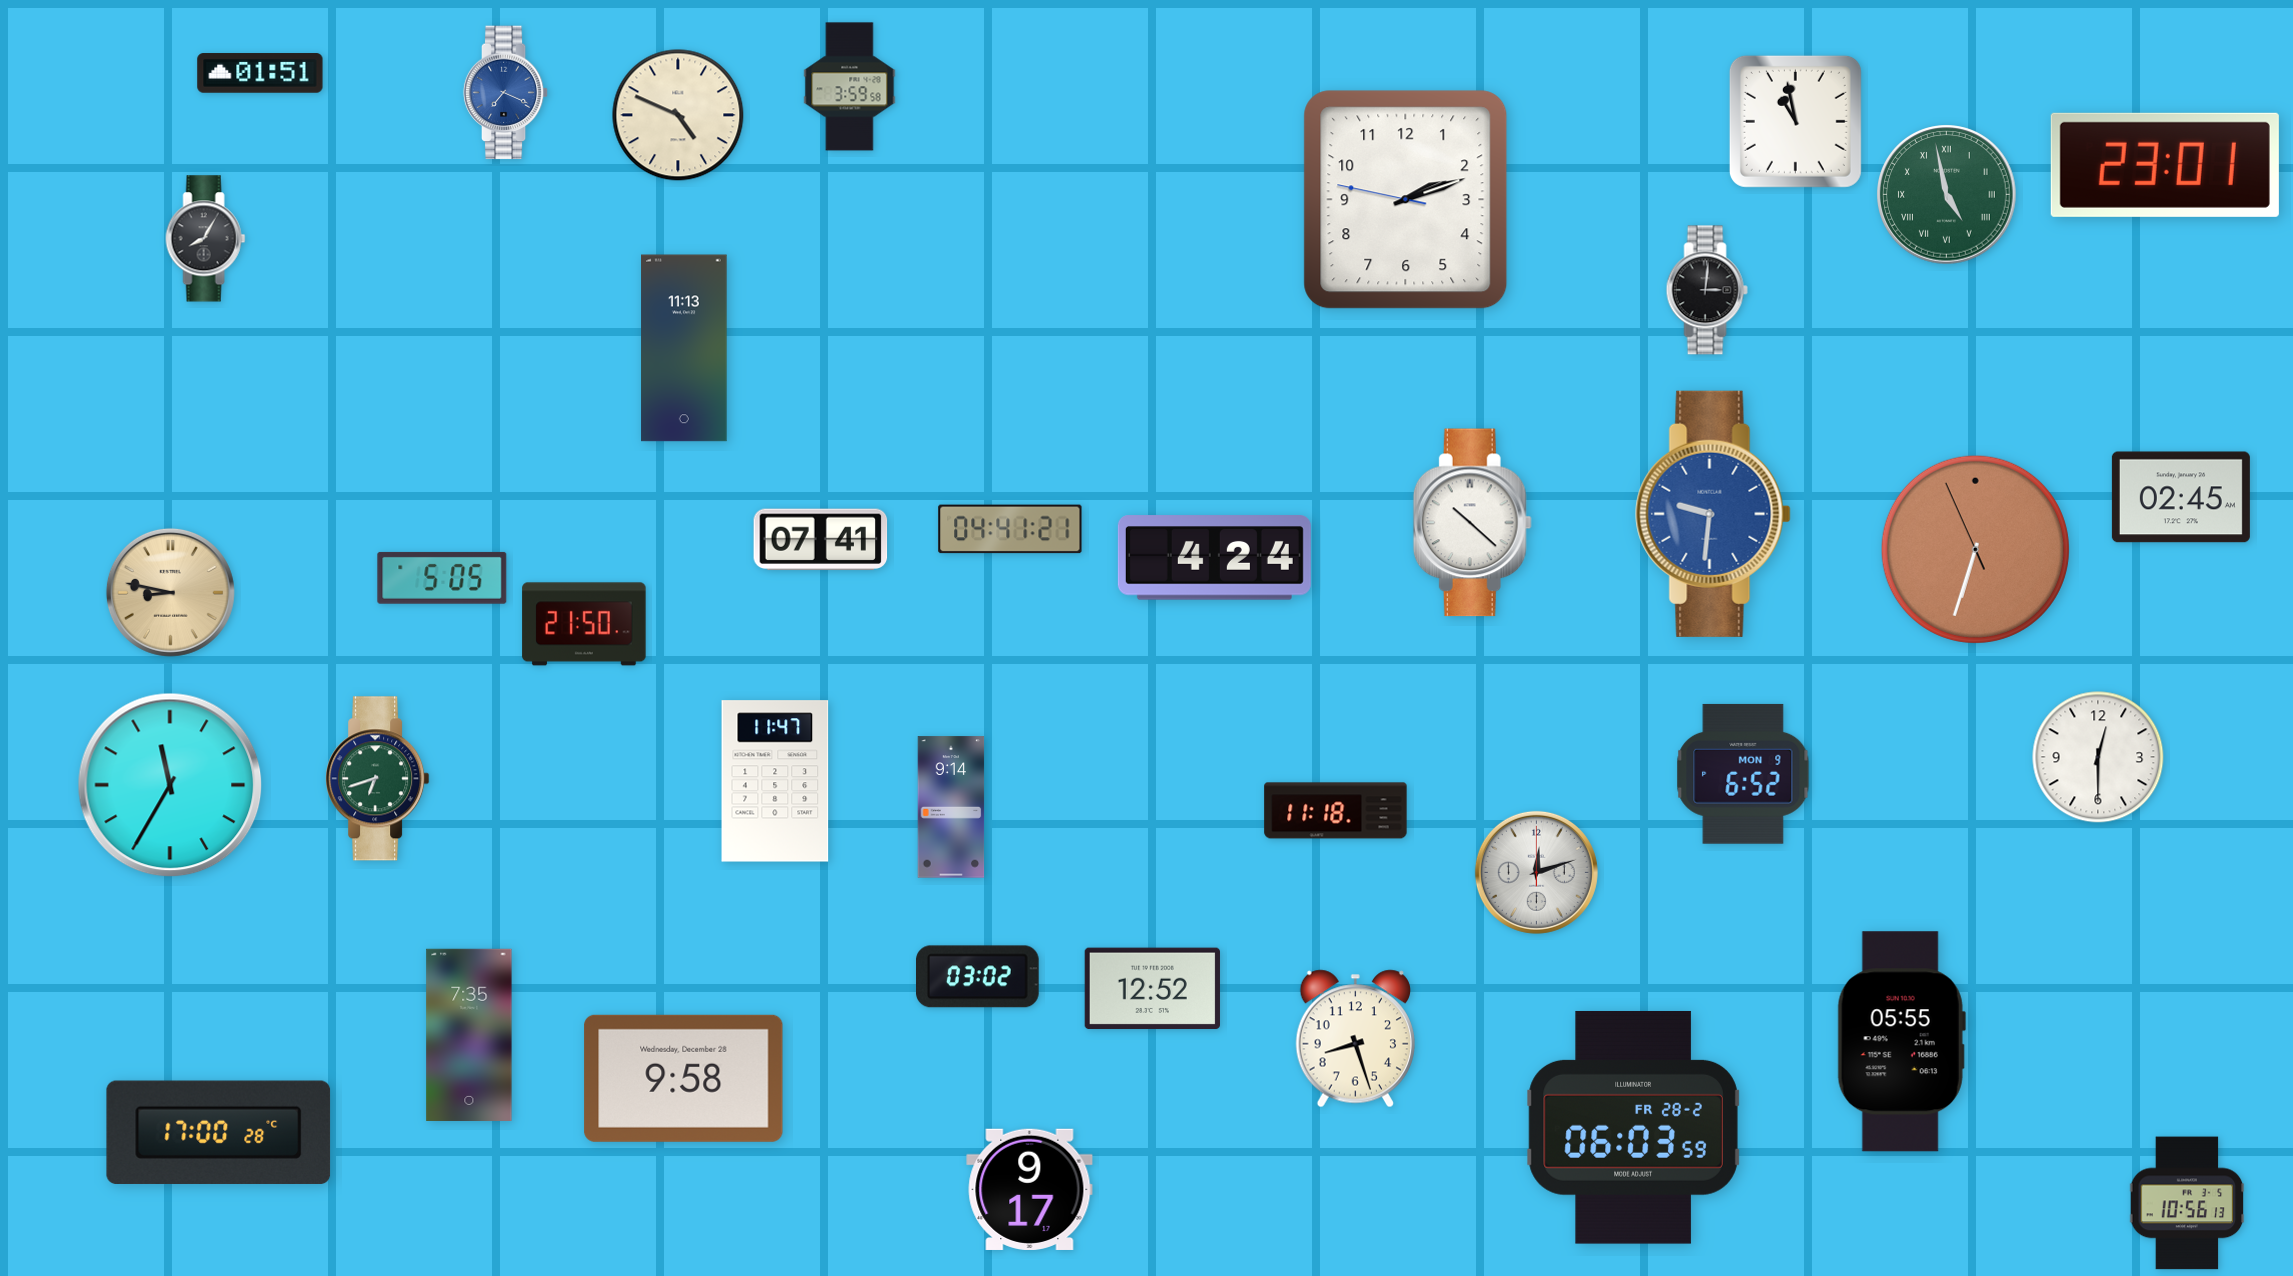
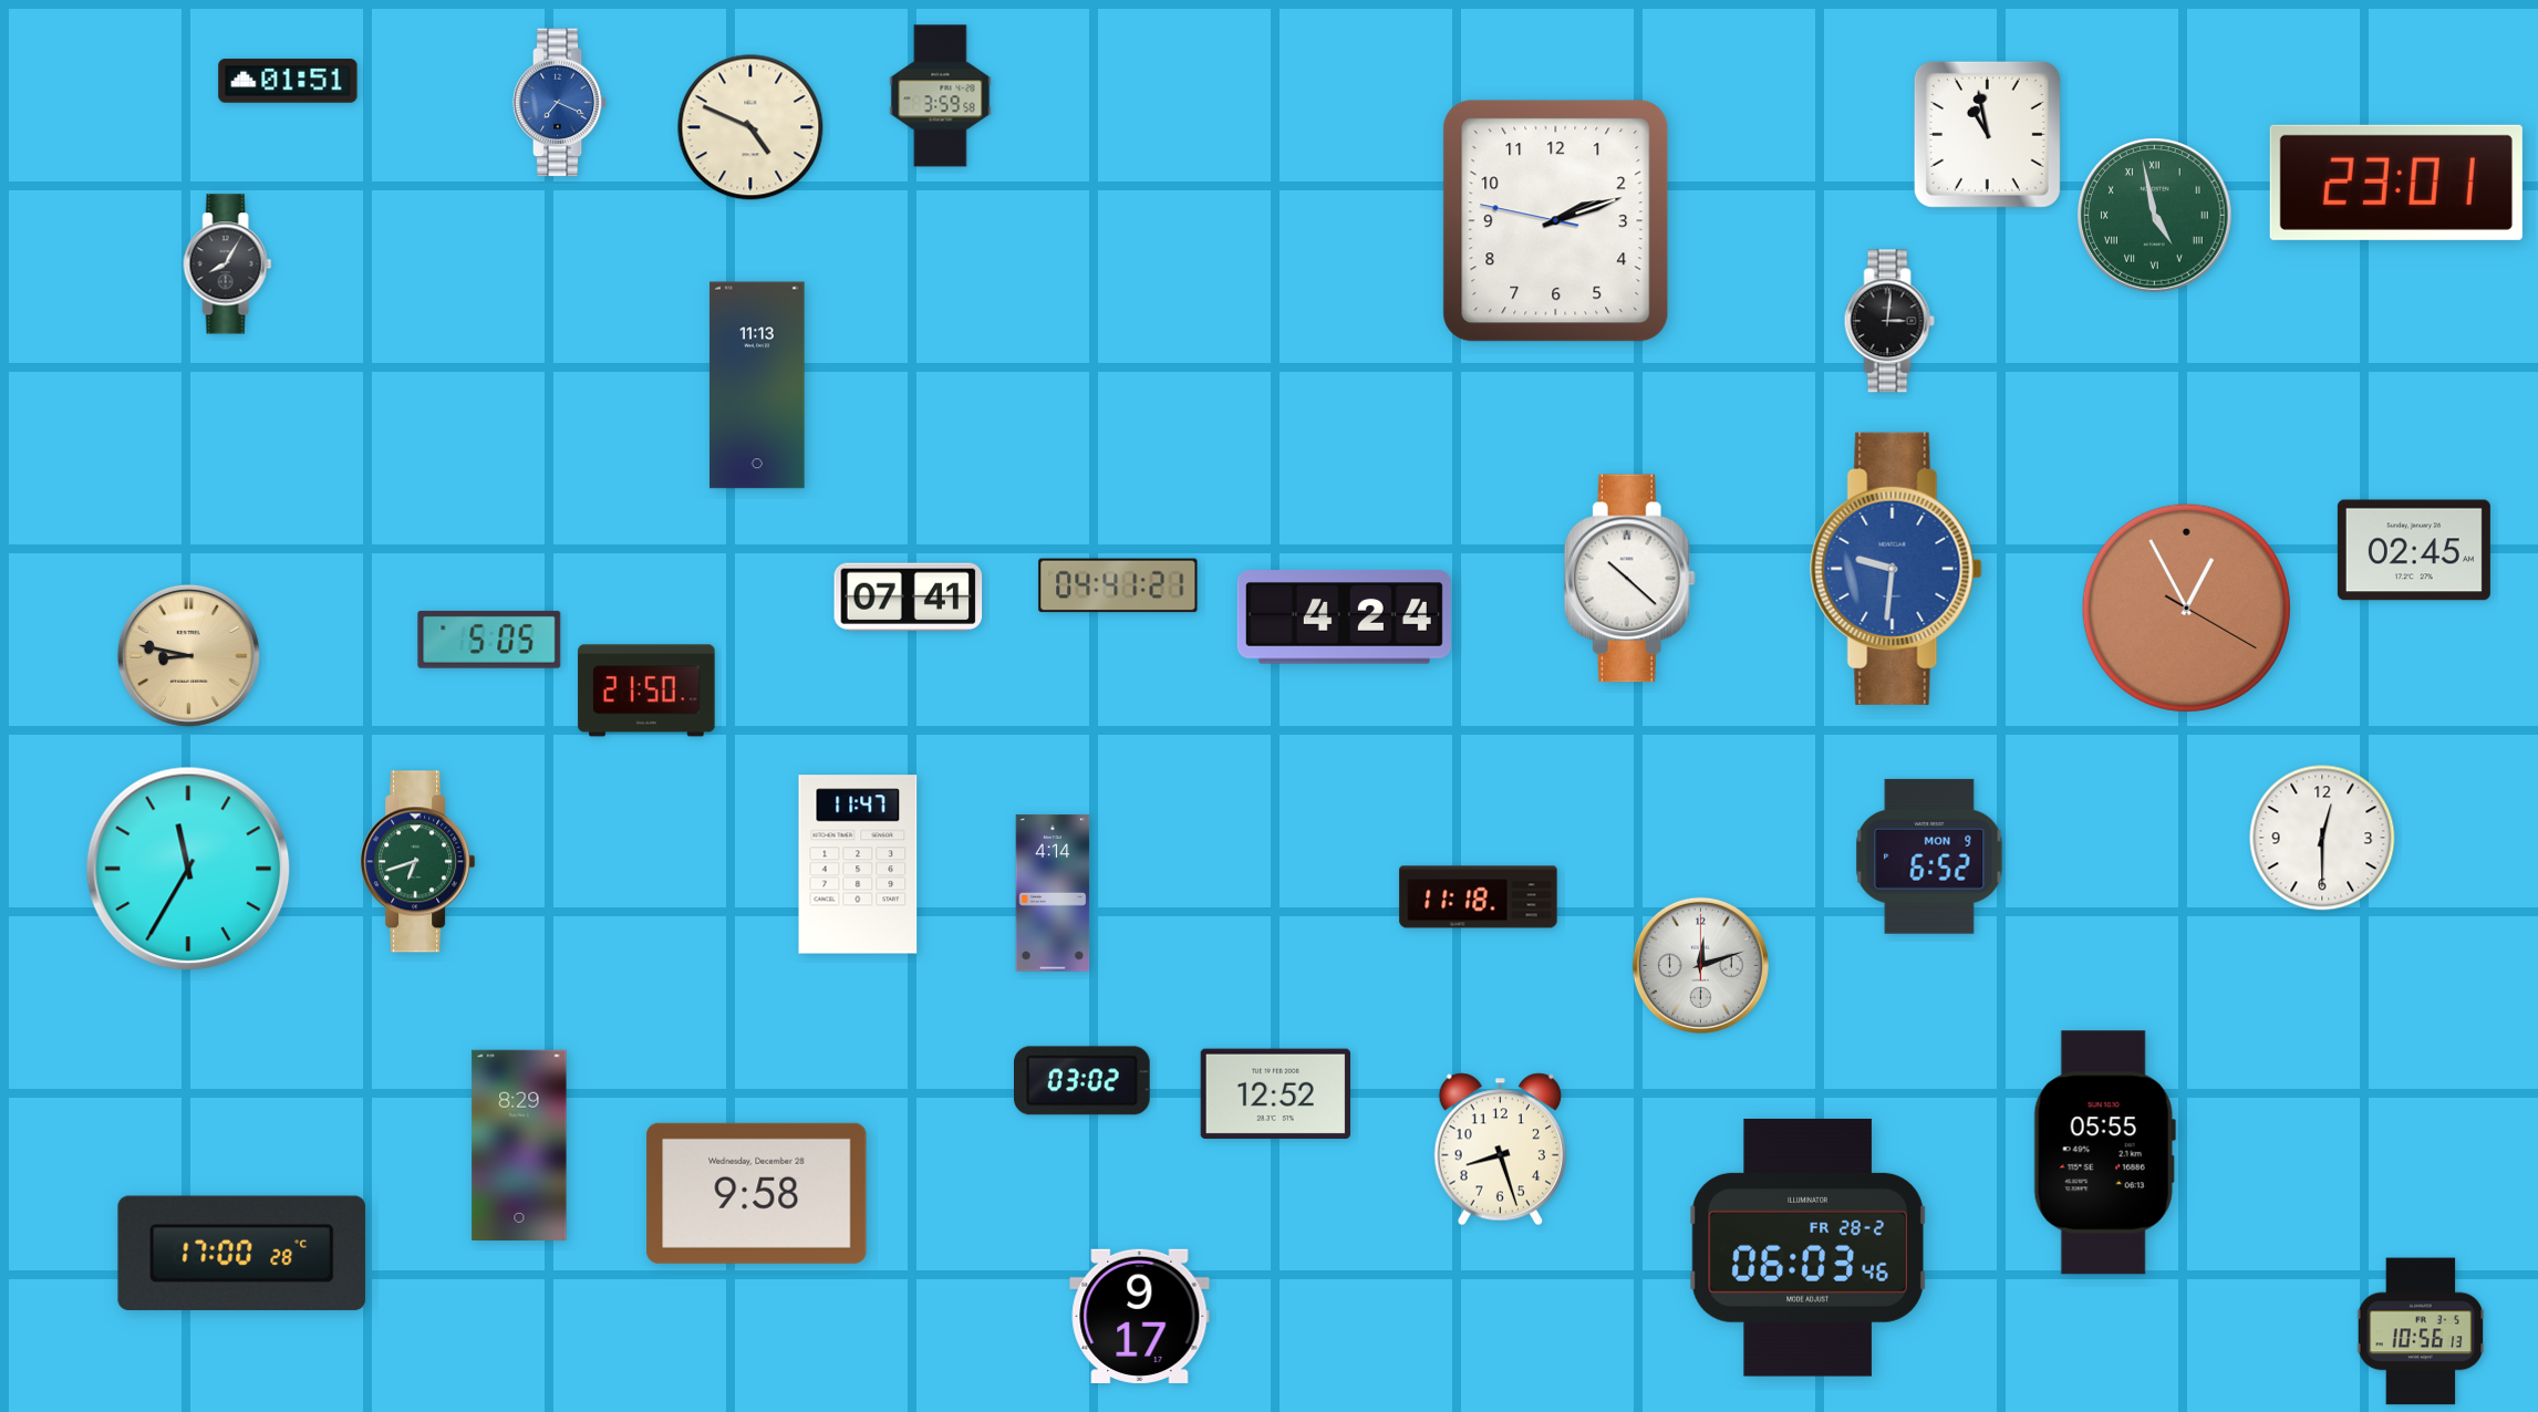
clock at (1975, 549): 6:32 -> 12:55
clock at (951, 807): 9:14 -> 4:14
clock at (469, 1035): 7:35 -> 8:29
clock at (1633, 1127): 06:03:59 -> 06:03:46
